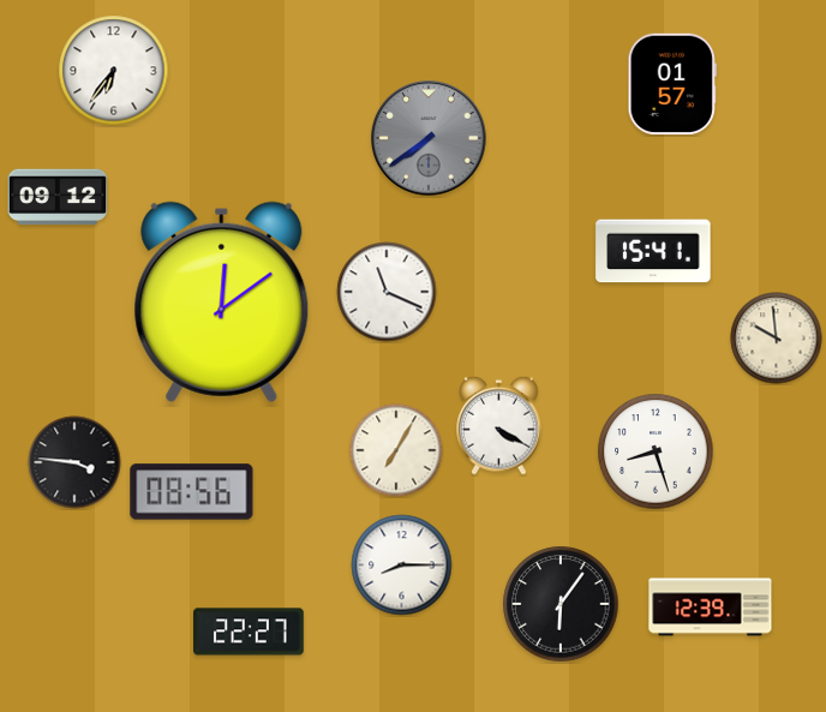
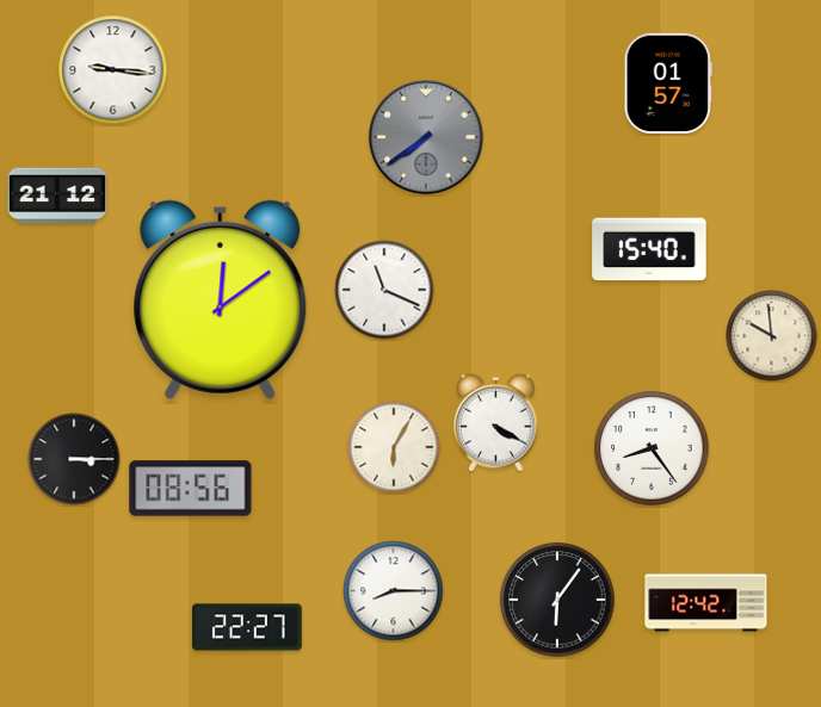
clock at (114, 71): 6:36 -> 9:16
clock at (58, 197): 09:12 -> 21:12
clock at (653, 251): 15:41 -> 15:40
clock at (396, 450): 7:05 -> 6:05
clock at (656, 451): 8:27 -> 8:24
clock at (74, 462): 3:46 -> 3:15
clock at (402, 566) position: (402, 566) -> (394, 591)
clock at (711, 608): 12:39 -> 12:42
